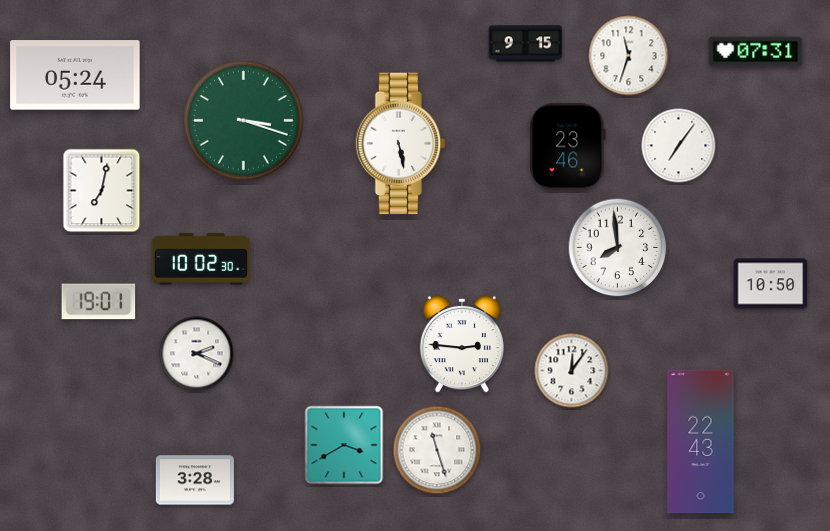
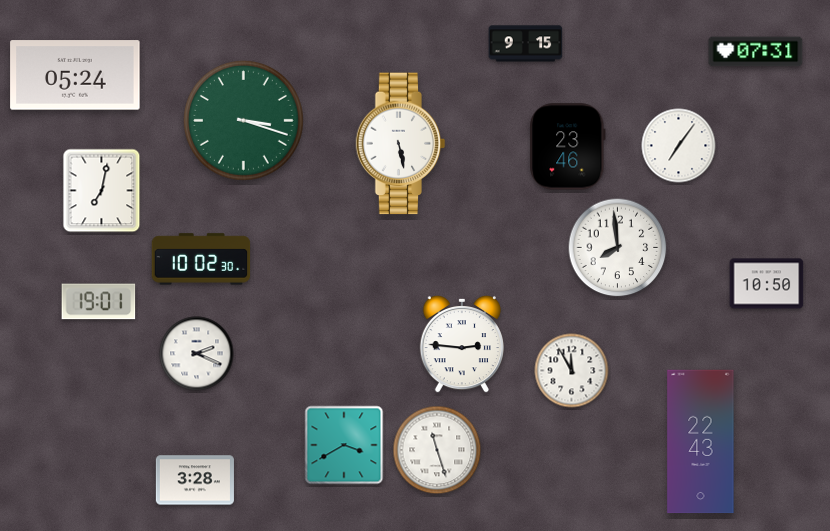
clock at (629, 56): 11:33 -> none
clock at (771, 284) position: (771, 284) -> (767, 284)
clock at (572, 371): 12:06 -> 11:55
